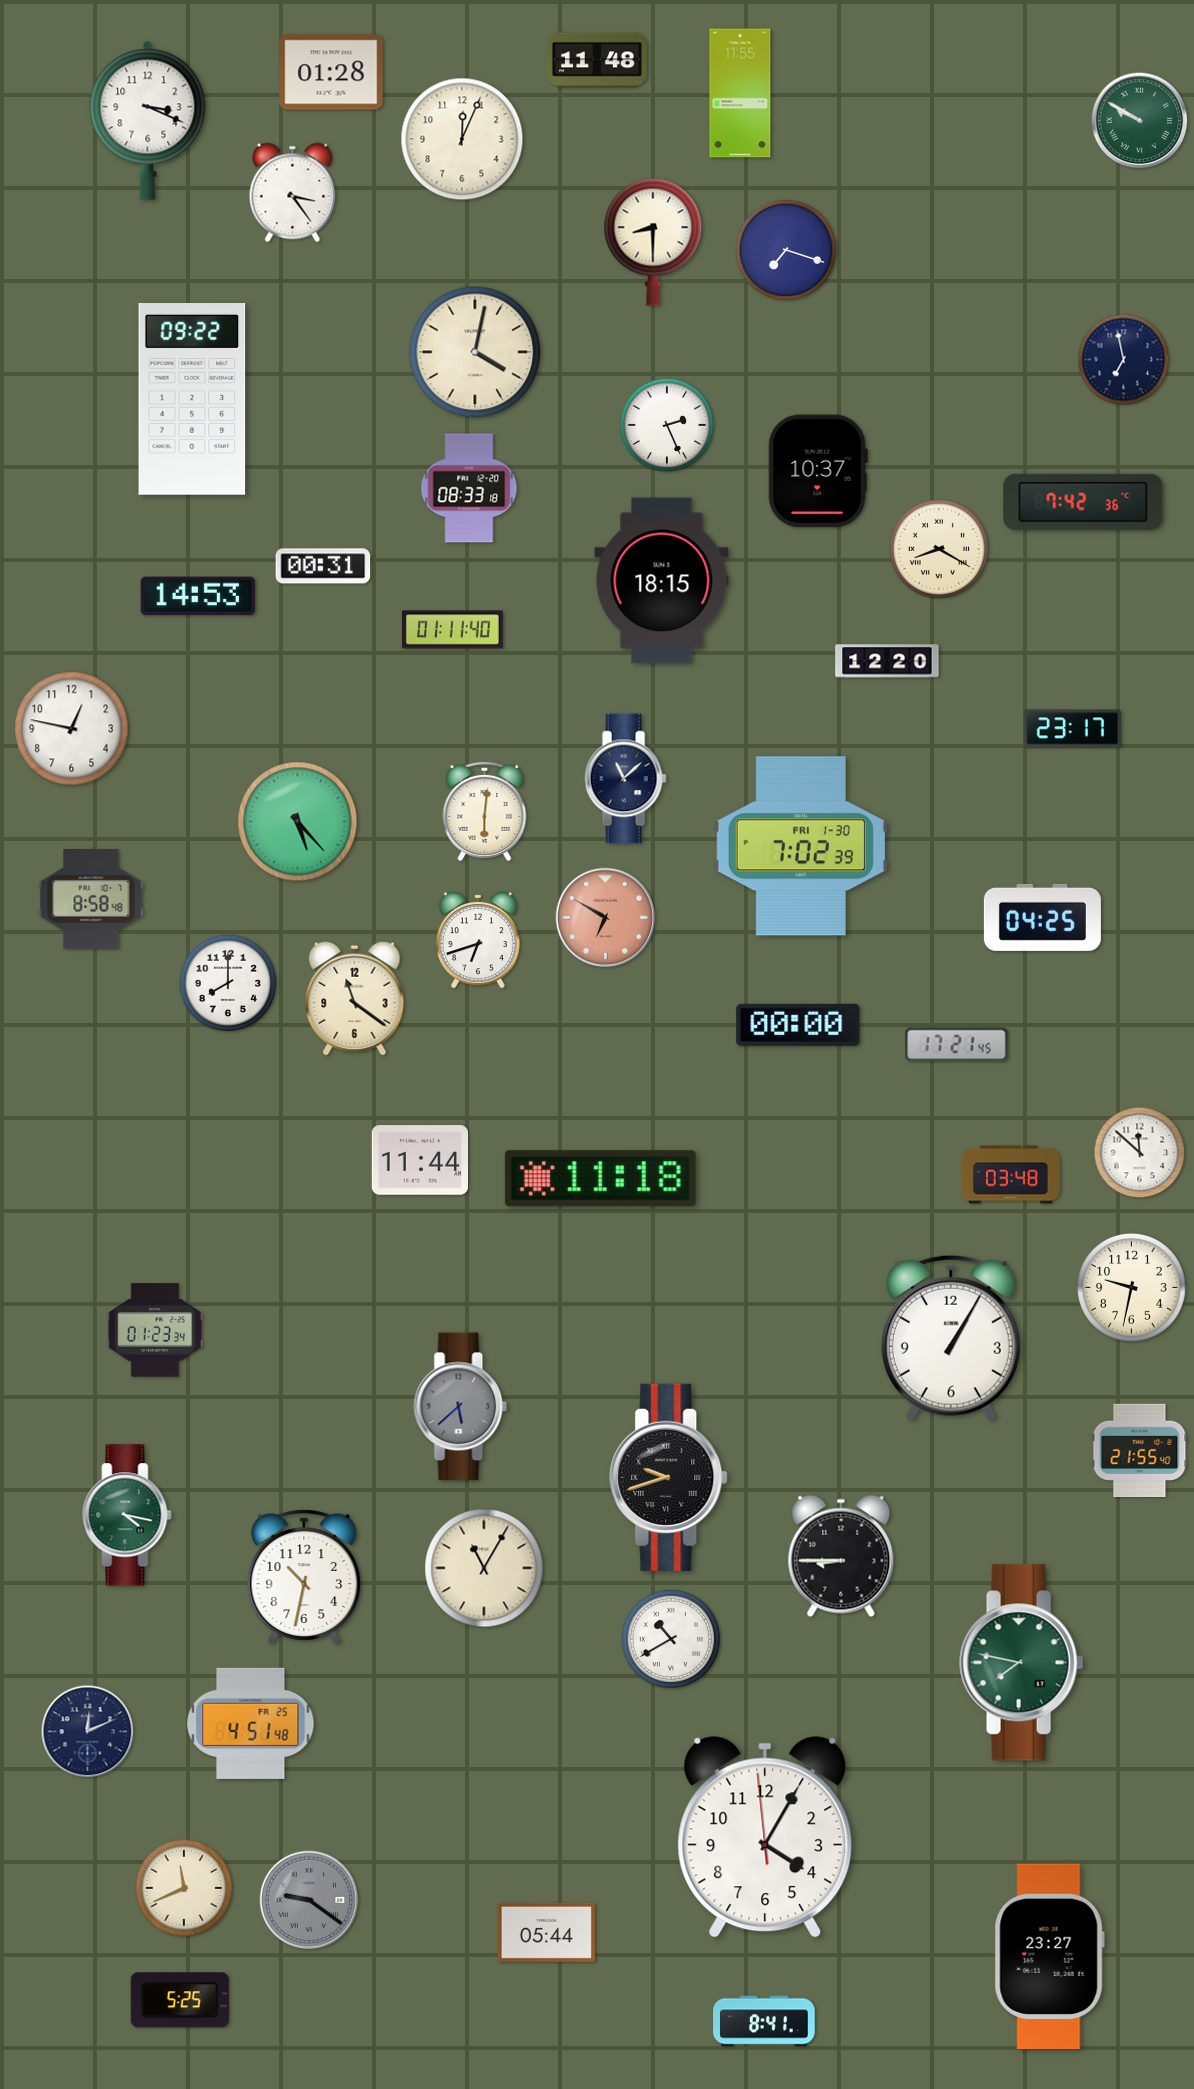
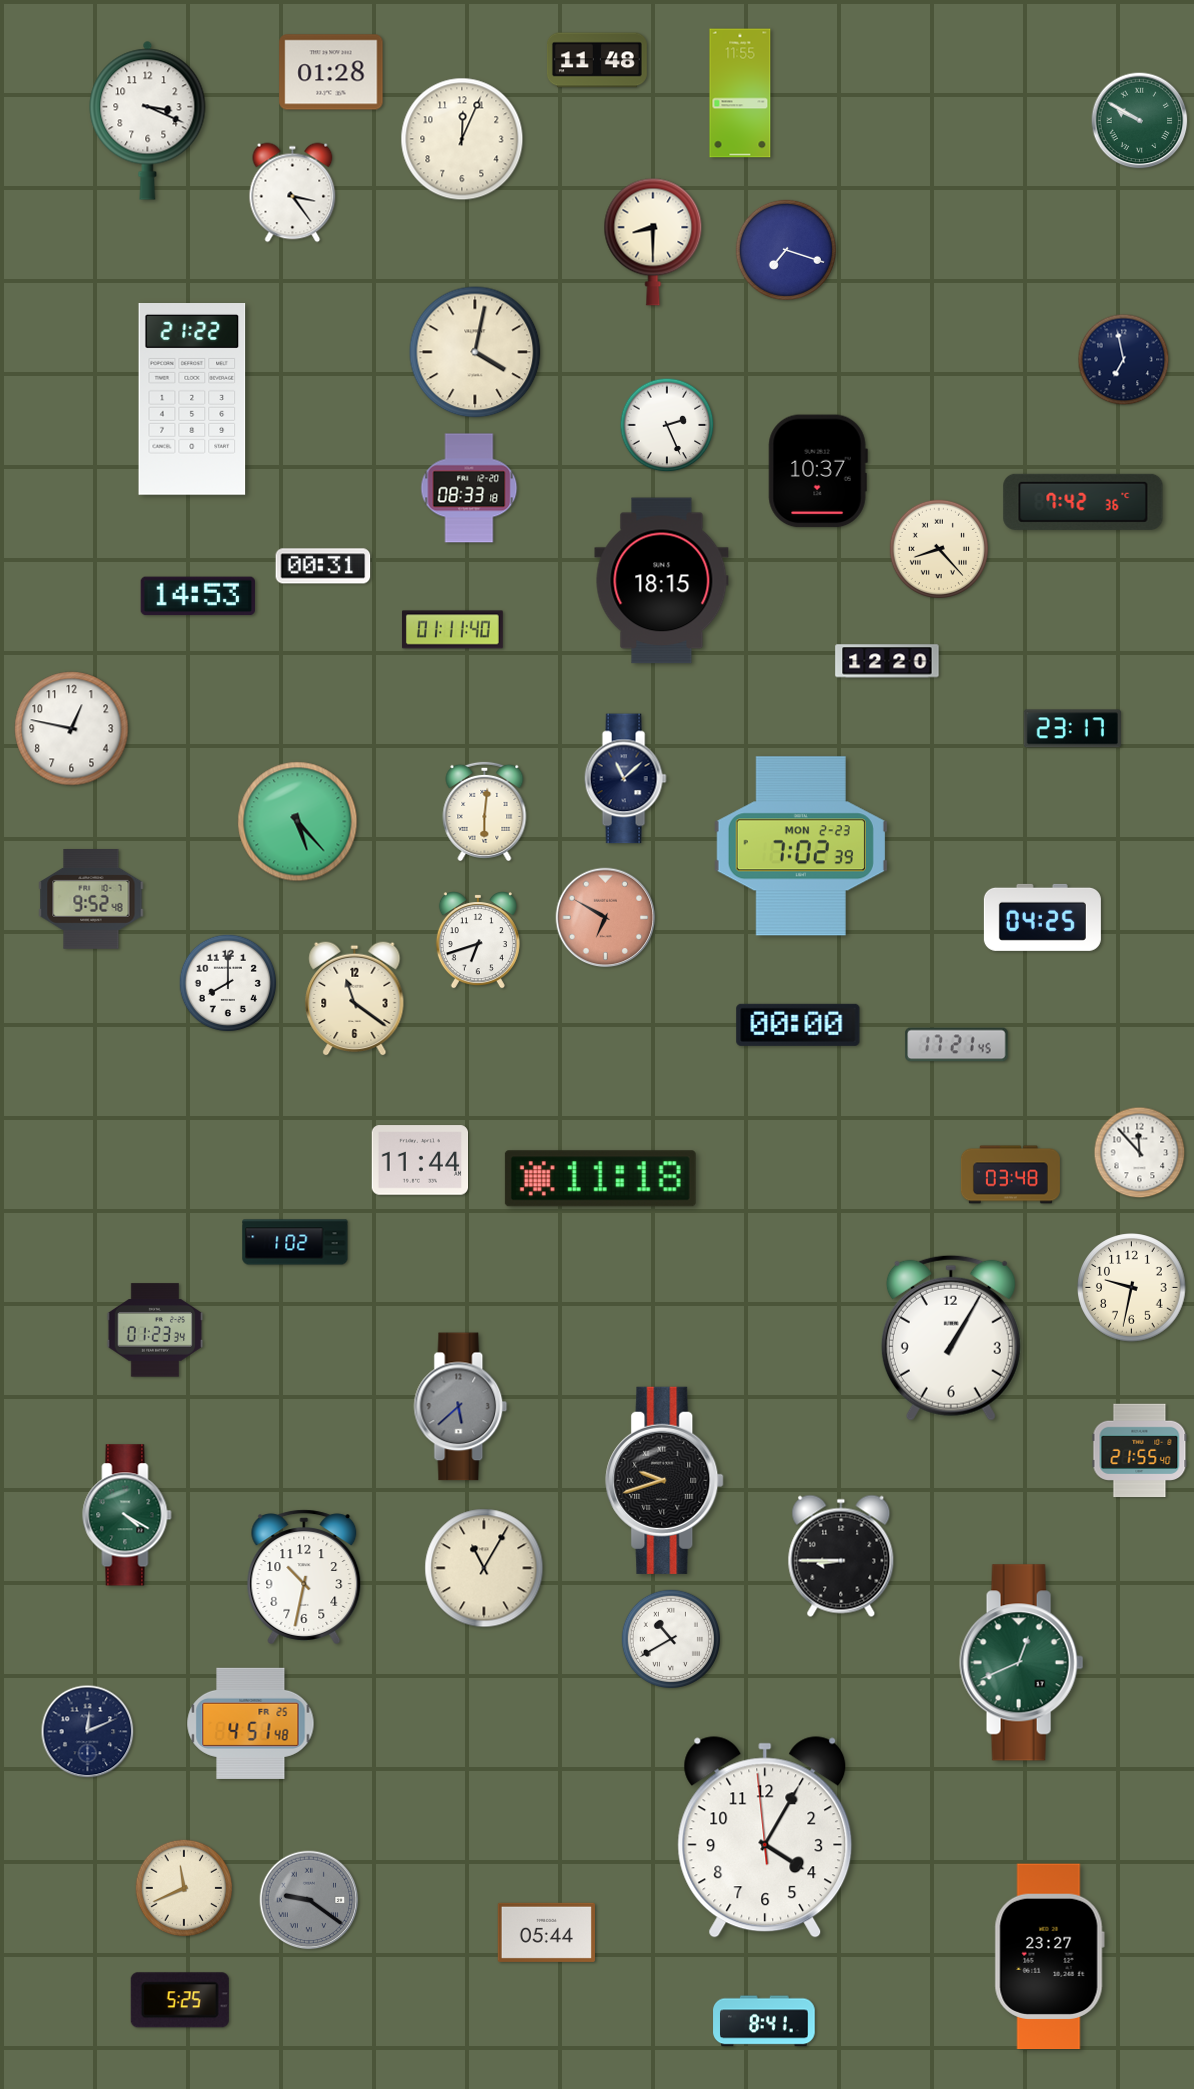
clock at (192, 400): 09:22 -> 21:22
clock at (938, 548): 8:20 -> 8:23
clock at (801, 846) date: FRI 1-30 -> MON 2-23
clock at (91, 900): 8:58 -> 9:52
clock at (1140, 1153): 11:52 -> 11:53
clock at (295, 1242): none -> 1:02
clock at (669, 1477) position: (669, 1477) -> (665, 1480)
clock at (127, 1515): 4:17 -> 4:20
clock at (1022, 1663): 7:47 -> 12:41
